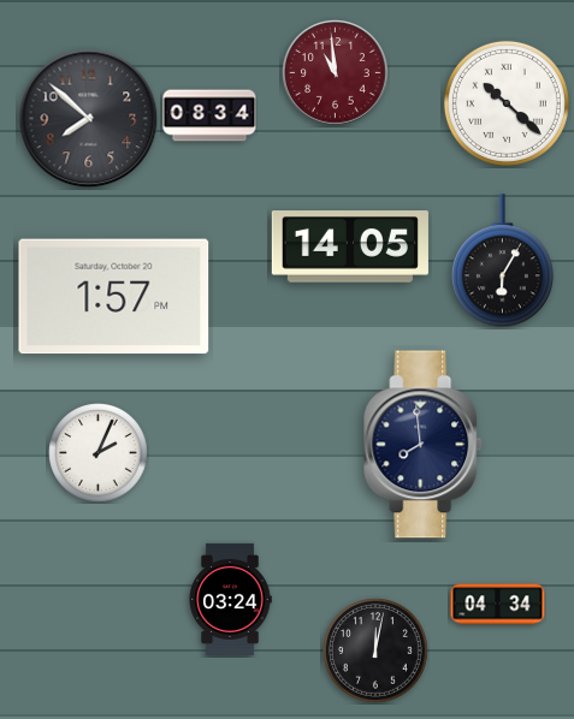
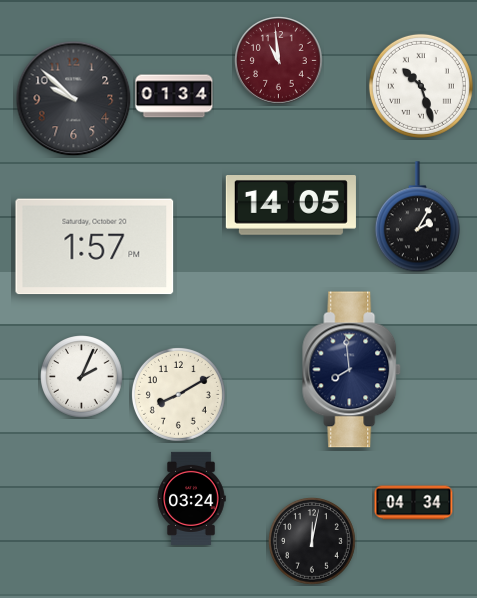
clock at (507, 103): 10:22 -> 10:27
clock at (209, 115): 08:34 -> 01:34
clock at (89, 119): 7:52 -> 9:52
clock at (502, 261): 6:05 -> 2:05
clock at (178, 394): none -> 8:10
